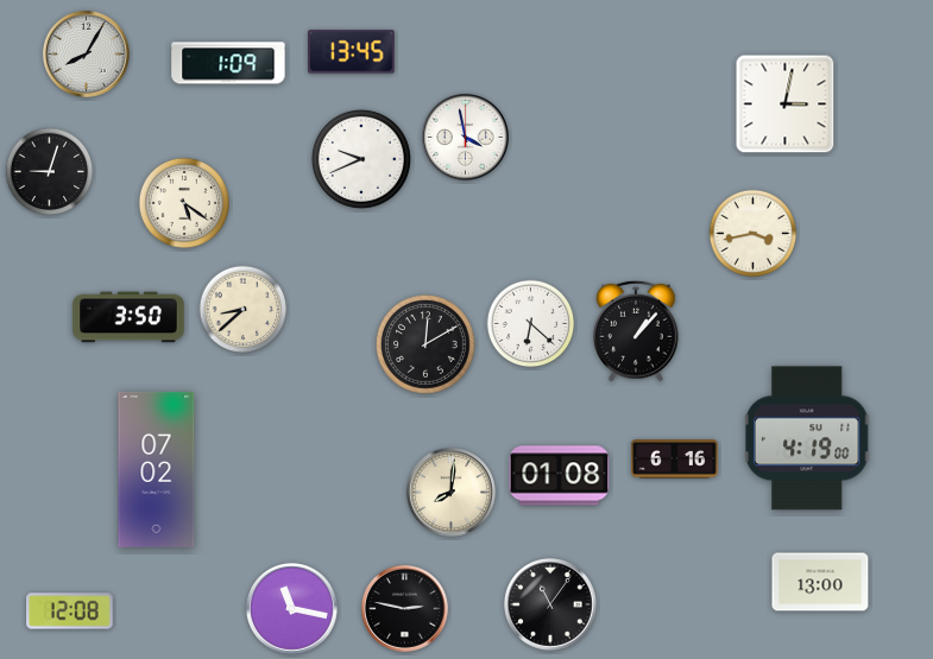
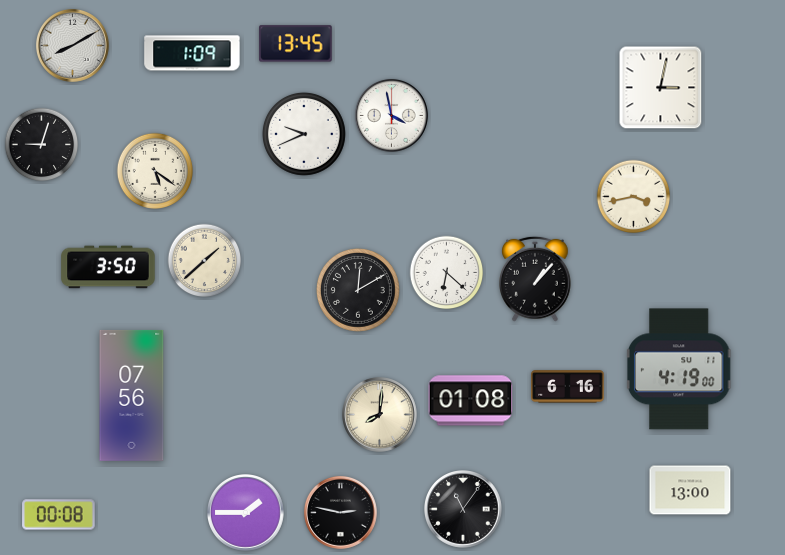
clock at (86, 53): 8:05 -> 8:10
clock at (244, 310): 8:38 -> 1:38
clock at (157, 469): 07:02 -> 07:56
clock at (292, 609): 11:17 -> 1:45
clock at (70, 612): 12:08 -> 00:08
